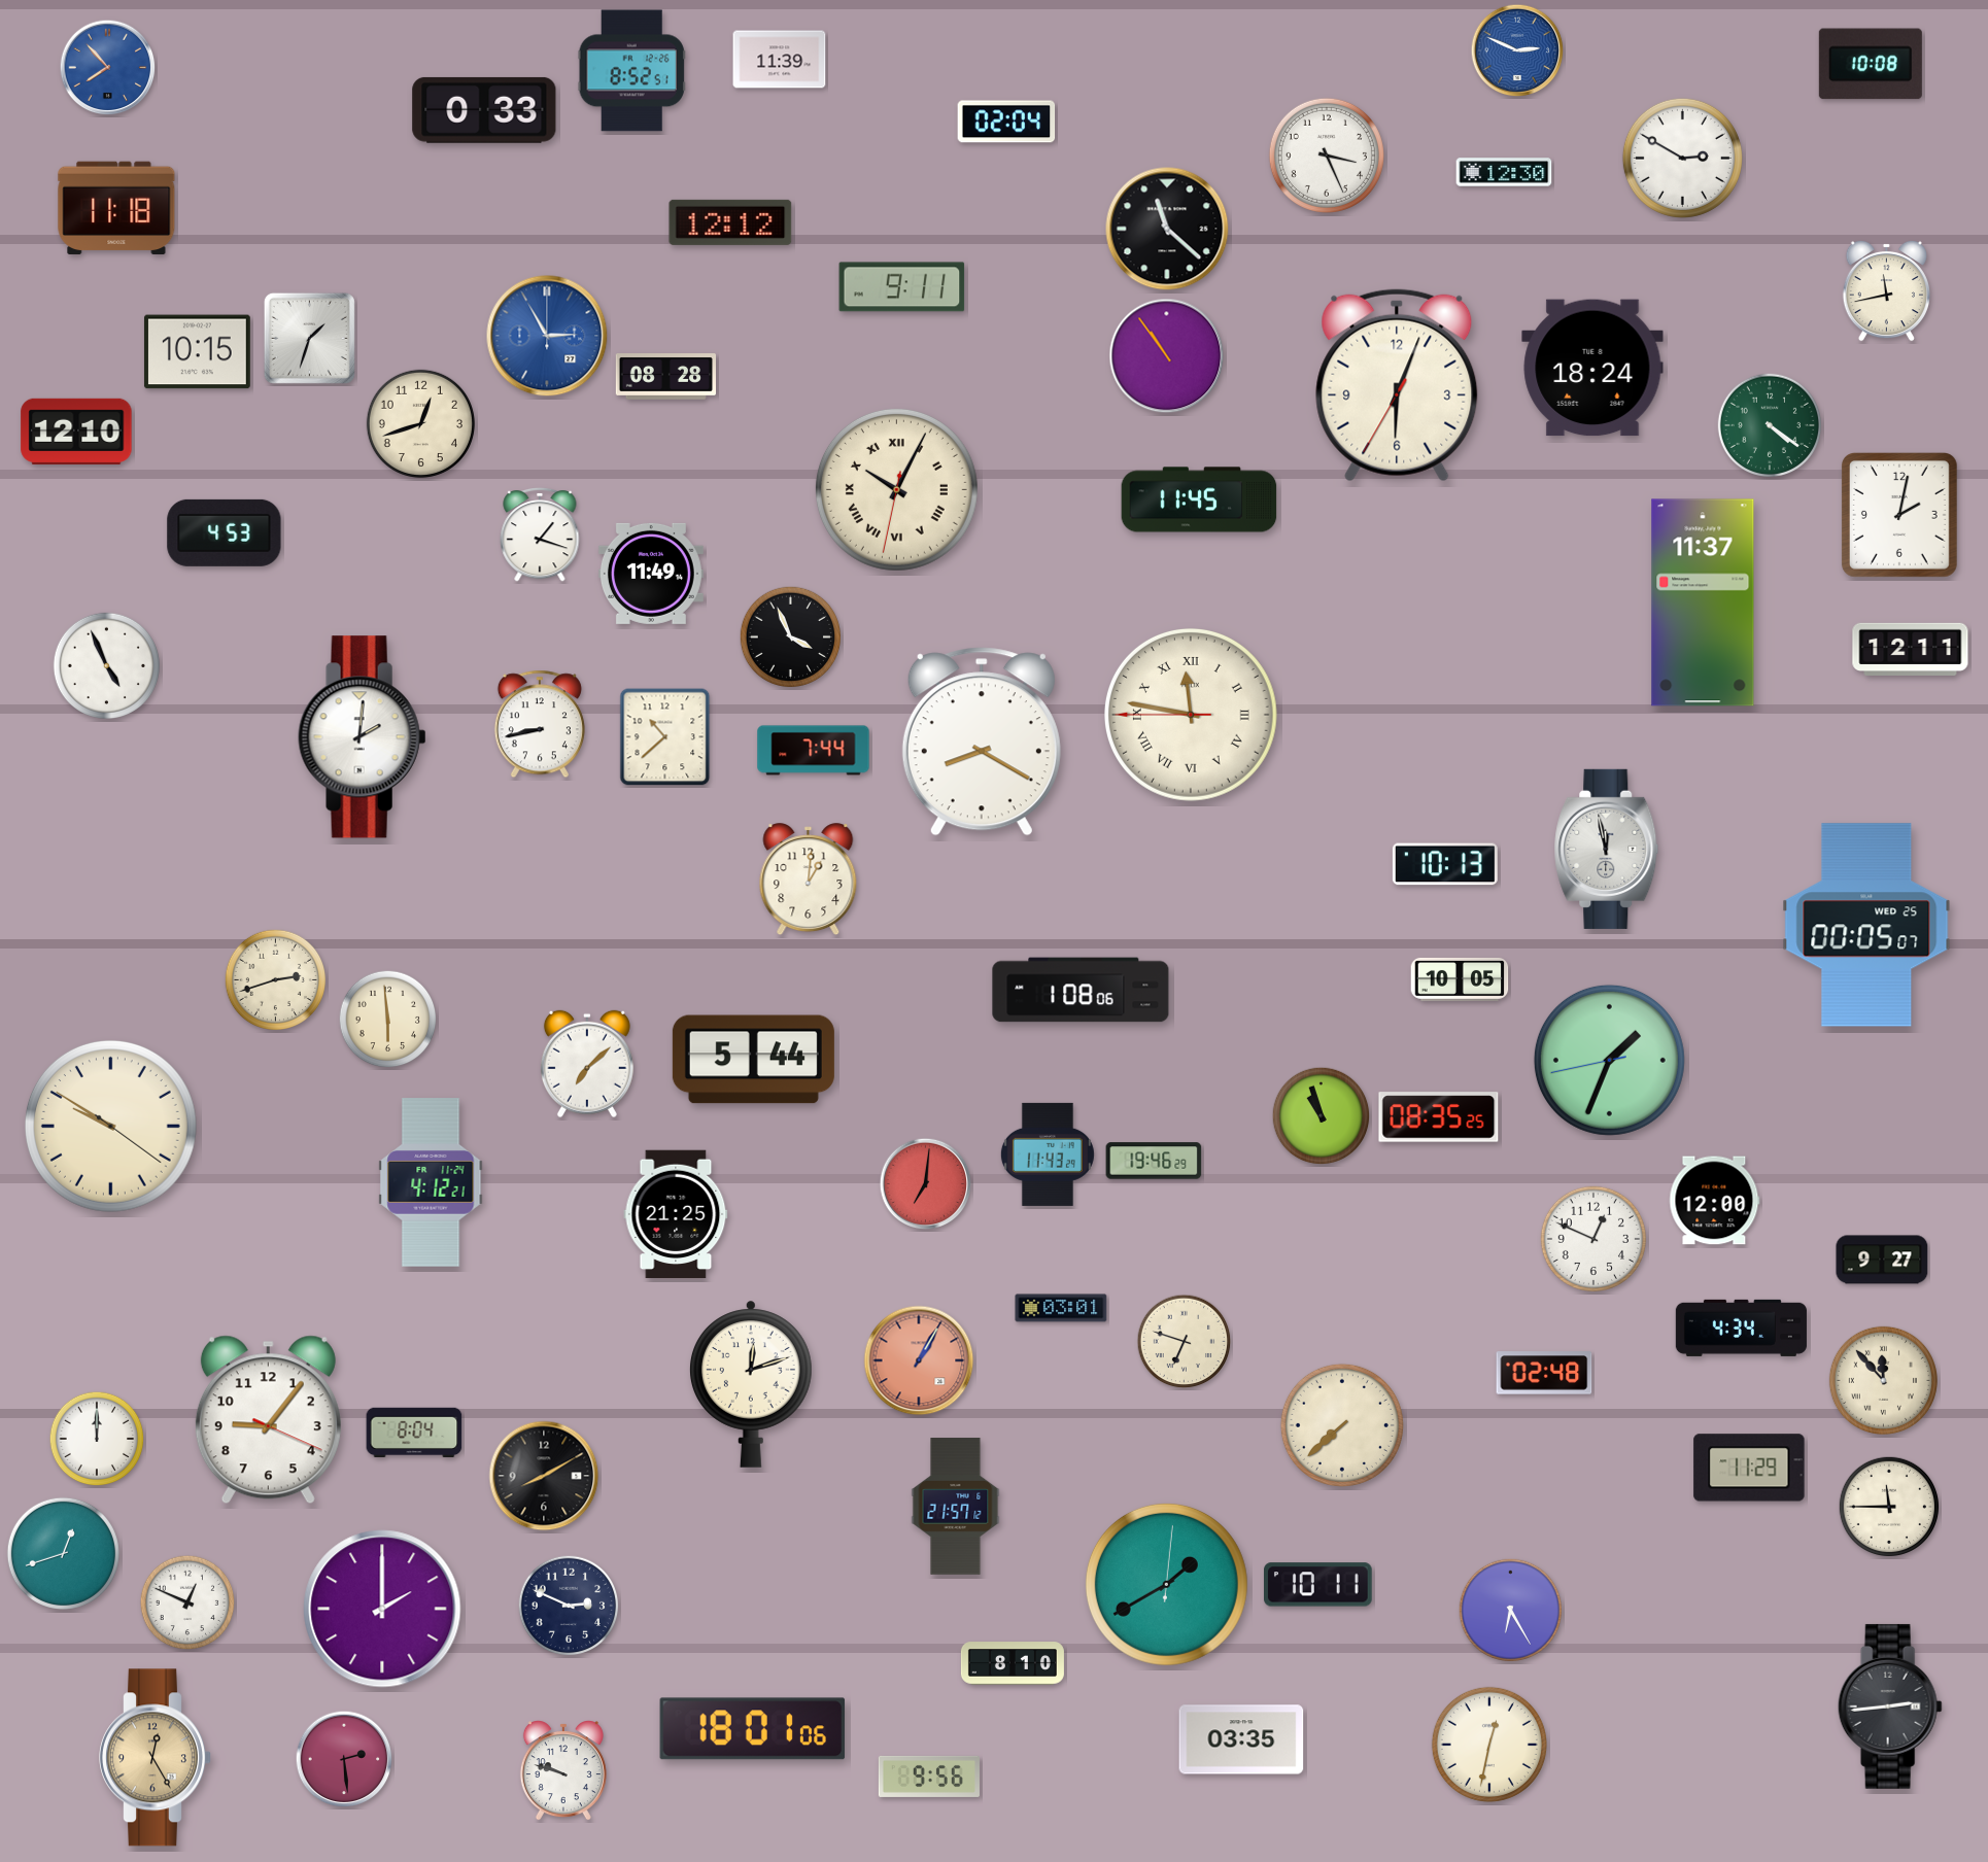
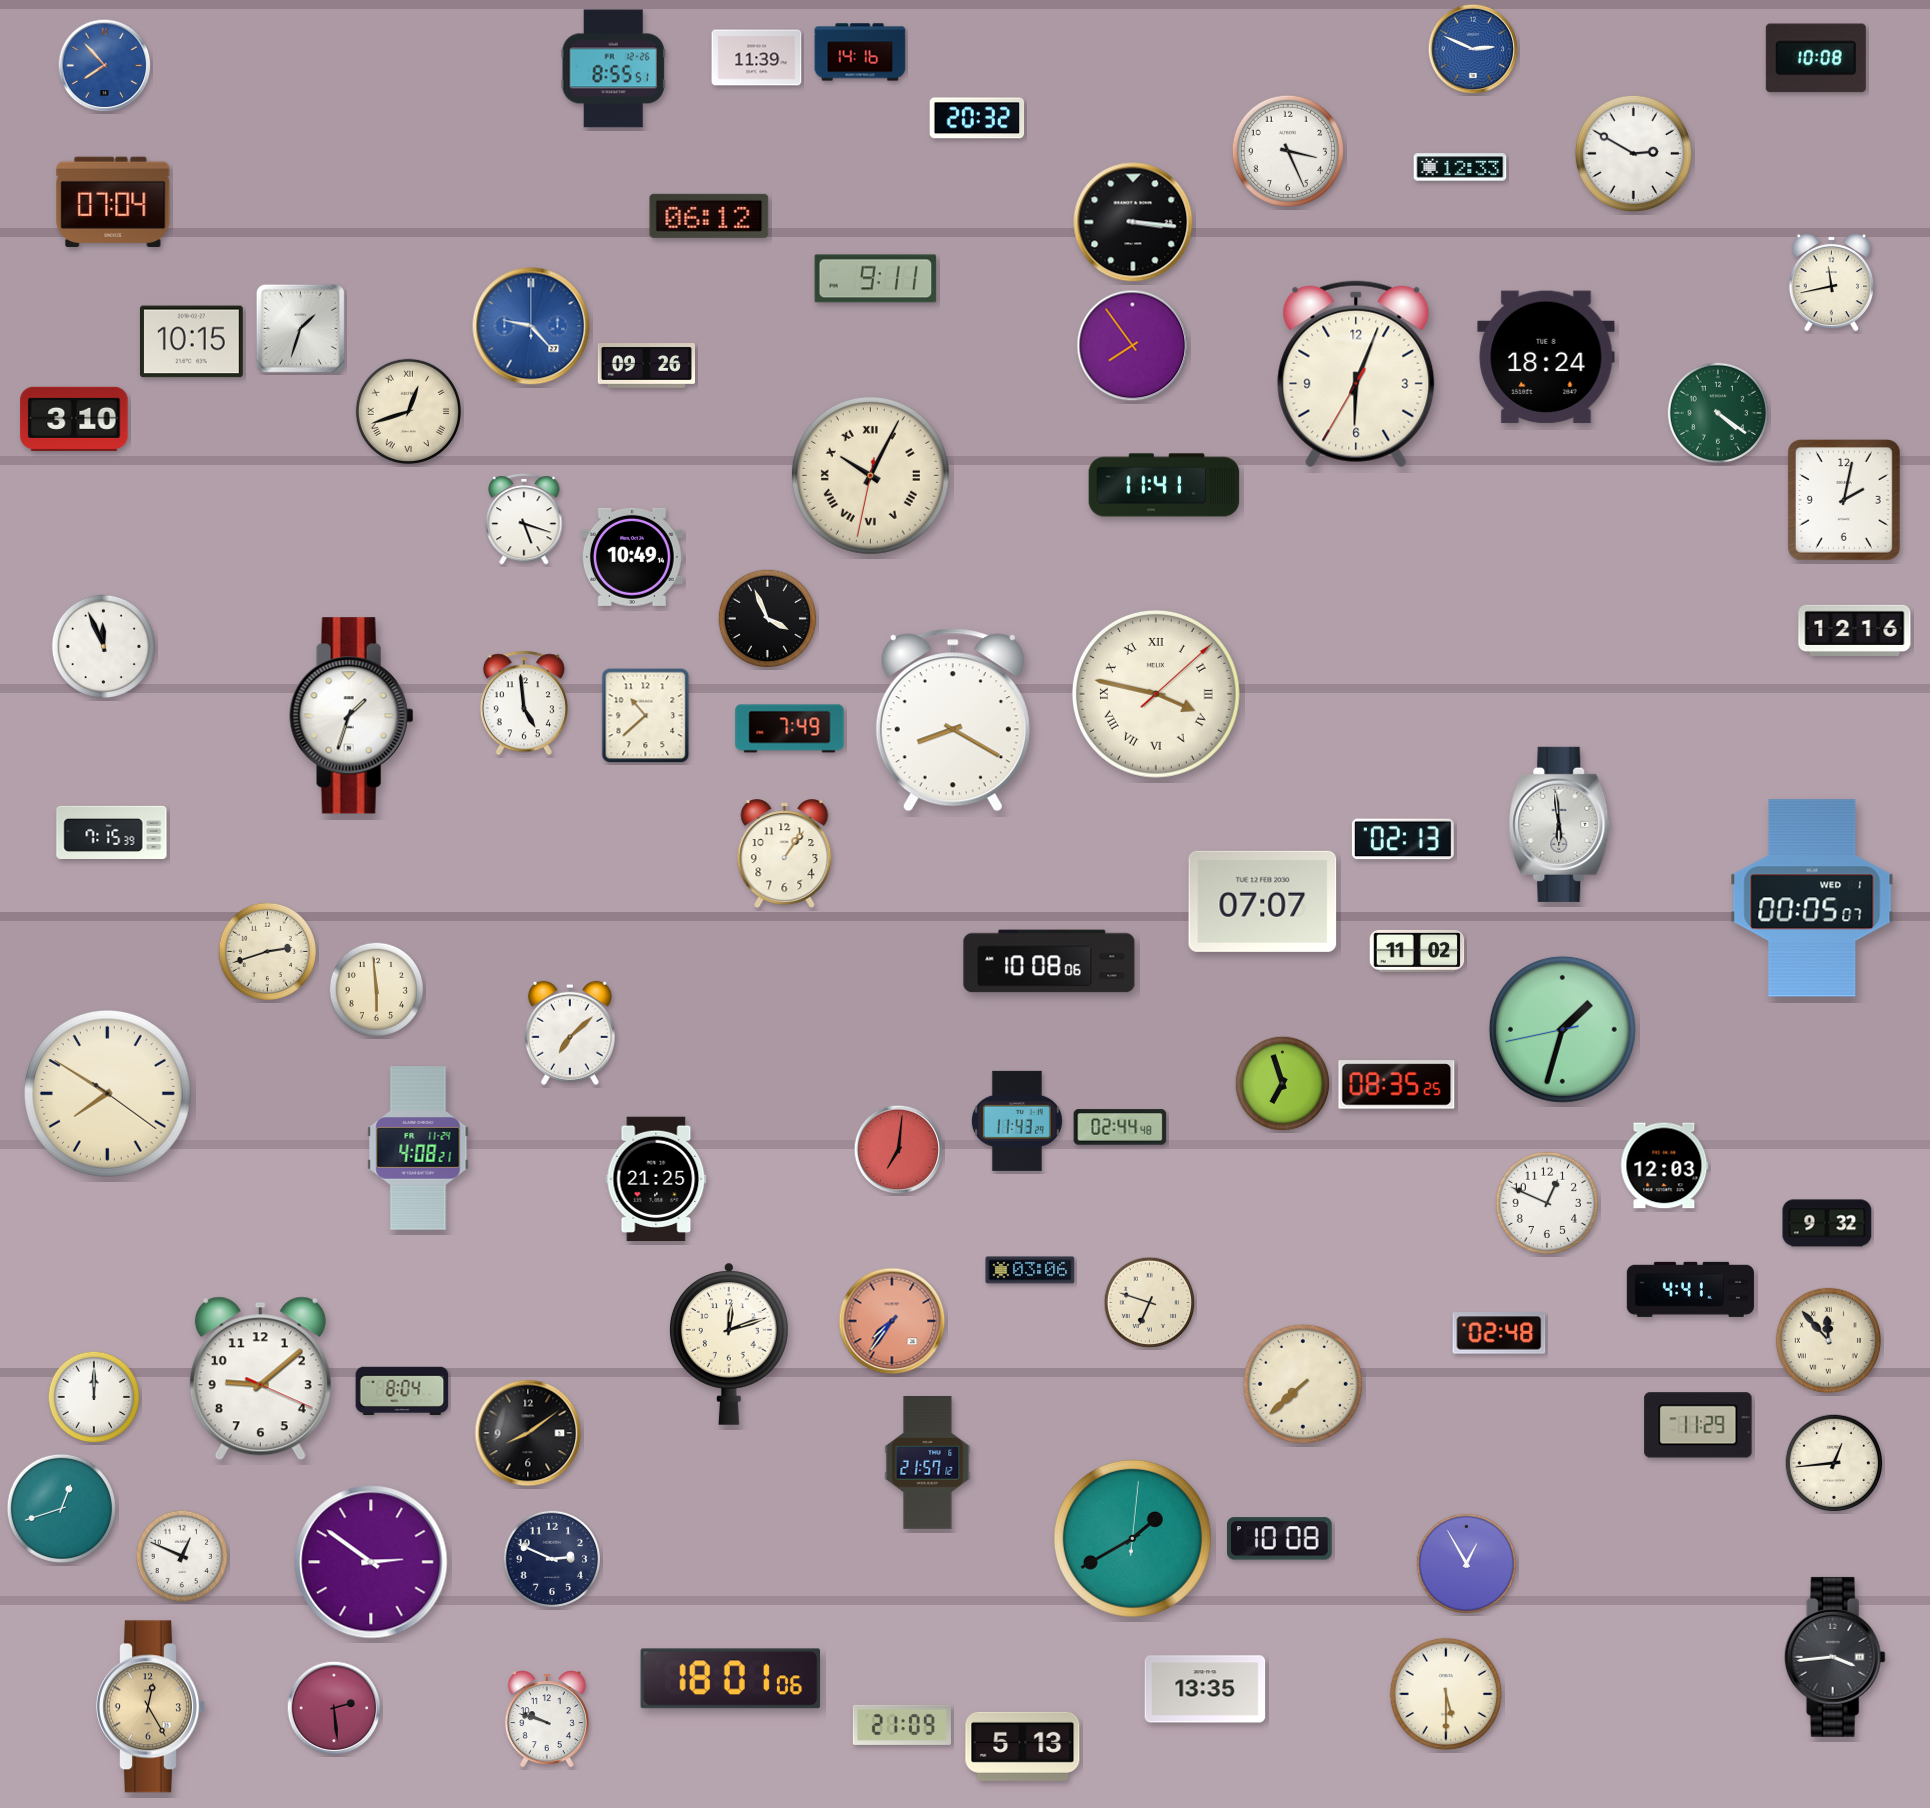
clock at (860, 52): none -> 14:16
clock at (1871, 64) position: (1871, 64) -> (1816, 58)
clock at (631, 71): 8:52 -> 8:55
clock at (484, 110): 0:33 -> none
clock at (1006, 122): 02:04 -> 20:32
clock at (1504, 172): 12:30 -> 12:33
clock at (116, 207): 11:18 -> 07:04
clock at (730, 222): 12:12 -> 06:12
clock at (1167, 229): 11:22 -> 3:16
clock at (547, 336): 2:55 -> 9:23
clock at (1167, 356): 10:54 -> 7:54
clock at (665, 377): 08:28 -> 09:26
clock at (420, 423) numerals: Arabic -> Roman
clock at (76, 432): 12:10 -> 3:10
clock at (1199, 499): 11:45 -> 11:41
clock at (225, 532): 4:53 -> none
clock at (540, 535): 1:18 -> 5:18
clock at (651, 574): 11:49 -> 10:49
clock at (1703, 602): 11:37 -> none
clock at (1911, 649): 12:11 -> 12:16
clock at (106, 665): 4:56 -> 11:56
clock at (1191, 715): 11:46 -> 3:47
clock at (540, 724): 8:43 -> 4:59
clock at (363, 737): 2:01 -> 1:33
clock at (814, 751): 7:44 -> 7:49
clock at (1607, 849): 11:58 -> 5:59
clock at (112, 832): none -> 7:15
clock at (1445, 864): 10:13 -> 02:13
clock at (809, 880): 1:01 -> 1:06
clock at (1866, 925) date: WED 25 -> WED 1
clock at (1263, 901): none -> 07:07
clock at (1460, 979): 10:05 -> 11:02
clock at (1081, 990): 1:08 -> 10:08
clock at (753, 1060): 5:44 -> none
clock at (1609, 1060): 1:33 -> 1:32
clock at (1322, 1116): 10:57 -> 6:57
clock at (110, 1126): 9:50 -> 7:50
clock at (1154, 1161): 19:46 -> 02:44
clock at (431, 1182): 4:12 -> 4:08
clock at (1715, 1201): 12:00 -> 12:03
clock at (1882, 1260): 9:27 -> 9:32
clock at (1061, 1308): 03:01 -> 03:06
clock at (1741, 1327): 4:34 -> 4:41
clock at (919, 1360): 1:05 -> 7:36
clock at (268, 1420): 9:06 -> 9:08
clock at (544, 1476): 8:10 -> 8:09
clock at (1889, 1507): 11:45 -> 12:44
clock at (1318, 1585): 10:11 -> 10:08
clock at (382, 1609): 2:00 -> 2:51
clock at (1510, 1610): 6:25 -> 12:55
clock at (1013, 1663): 8:10 -> none
clock at (1890, 1706): 2:44 -> 3:44
clock at (1241, 1739): 03:35 -> 13:35
clock at (1489, 1745): 12:32 -> 5:30
clock at (929, 1777): 9:56 -> 21:09
clock at (1023, 1746): none -> 5:13
